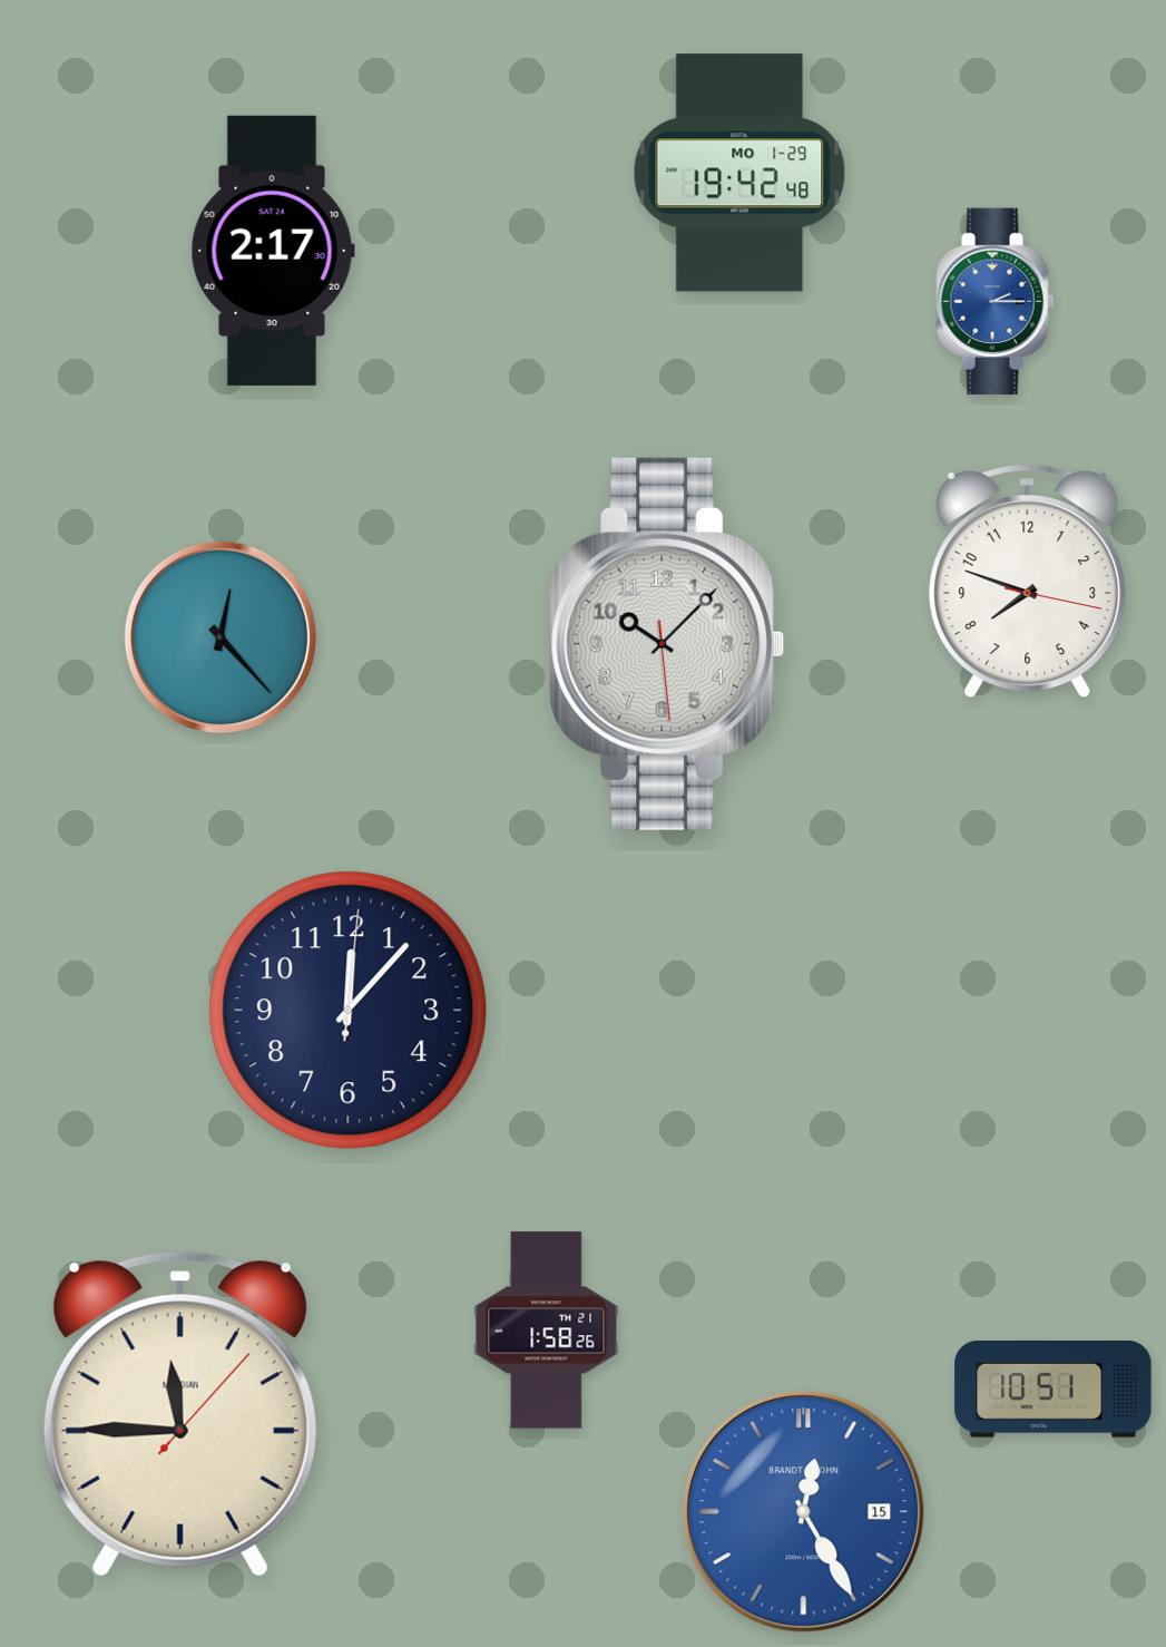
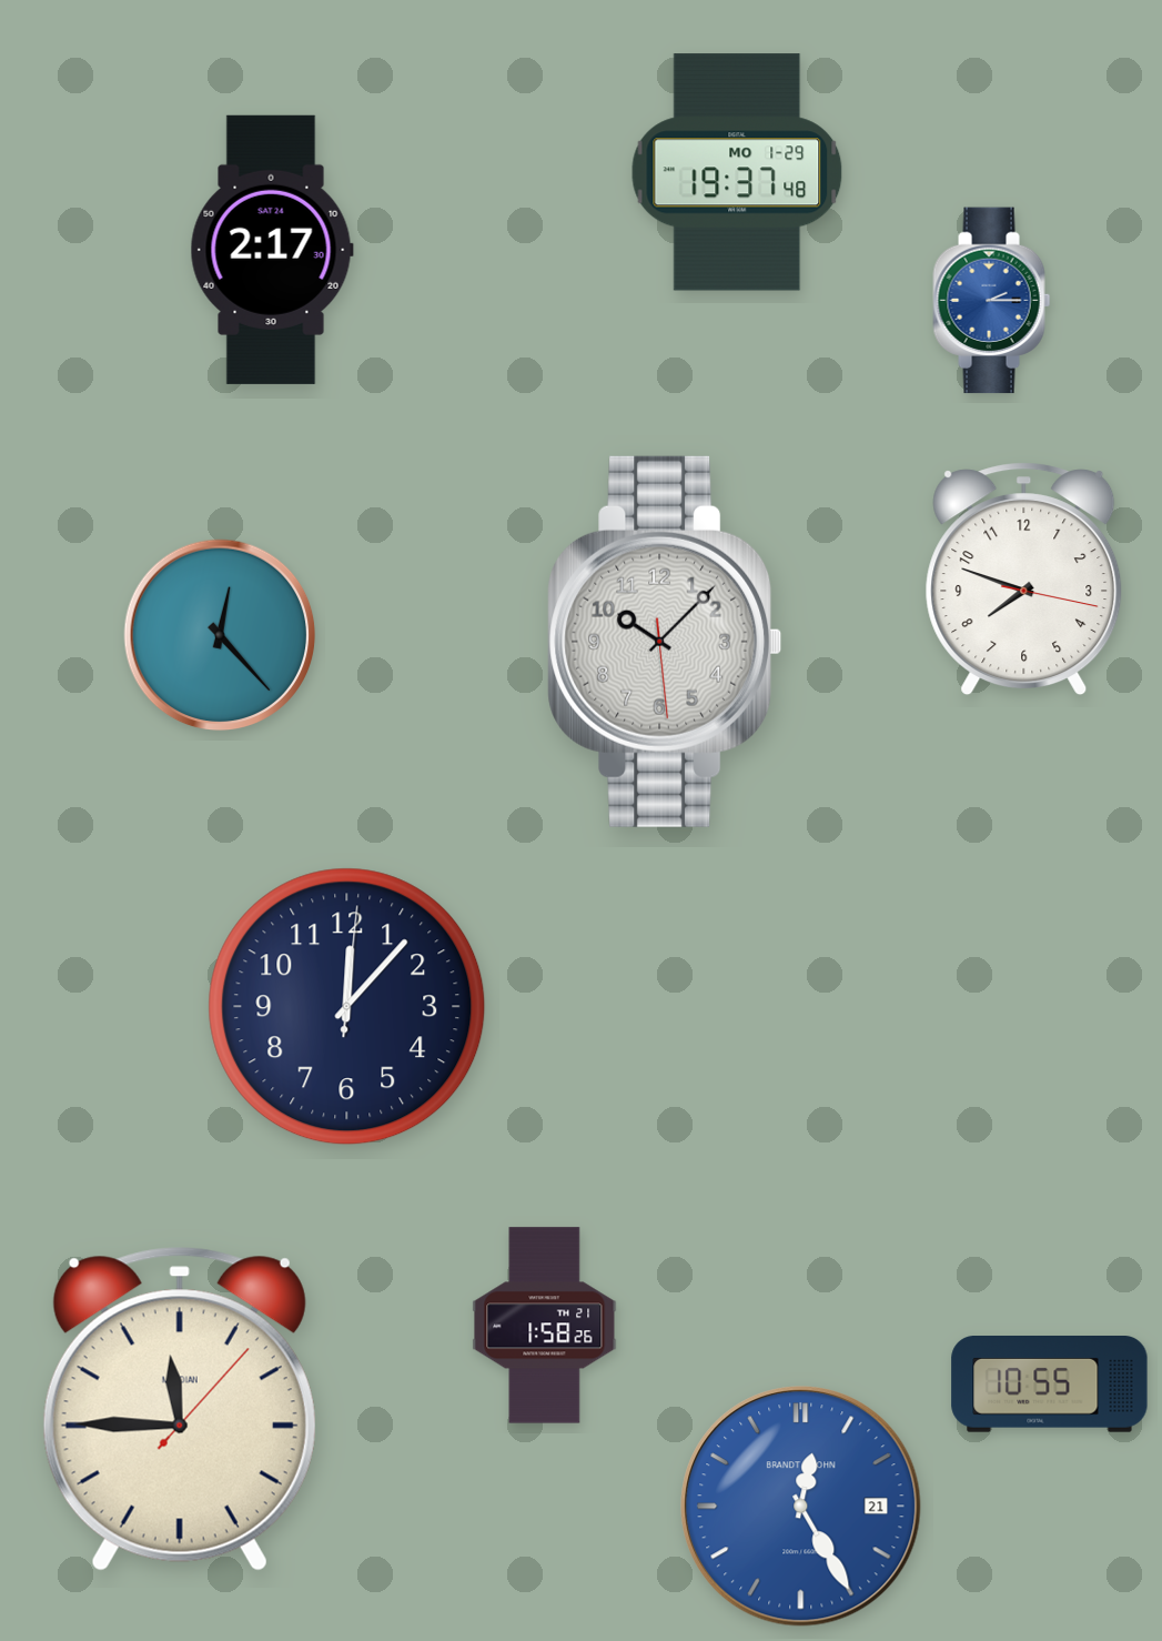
clock at (739, 173): 19:42 -> 19:37
clock at (1054, 1390): 10:51 -> 10:55
clock at (804, 1512) date: 15 -> 21
